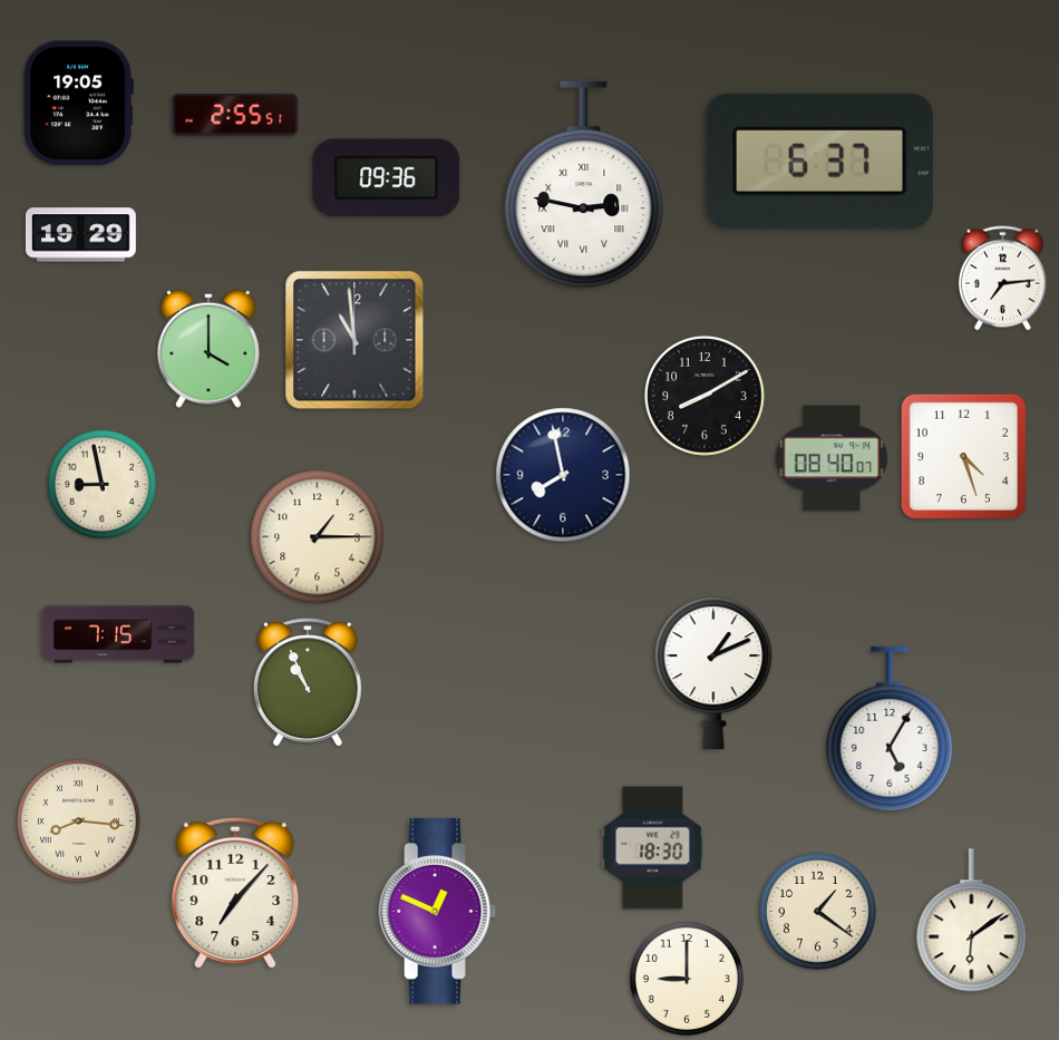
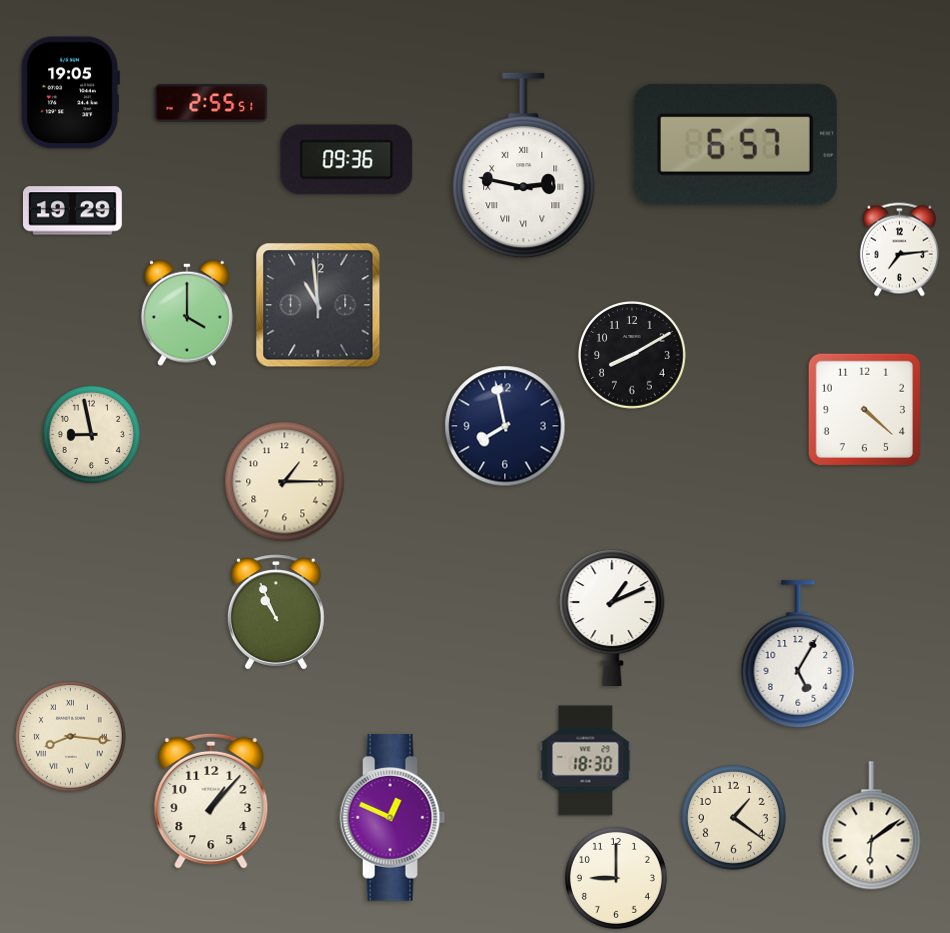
clock at (819, 161): 6:37 -> 6:57
clock at (963, 456): 4:27 -> 4:22
clock at (832, 458): 08:40 -> none
clock at (118, 634): 7:15 -> none
clock at (713, 673) position: (713, 673) -> (612, 618)
clock at (235, 893): 7:07 -> 1:07
